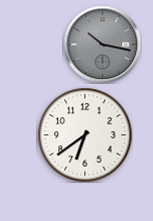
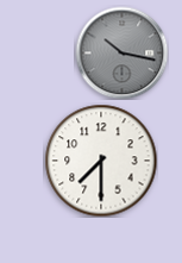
clock at (85, 135): 6:39 -> 7:30
